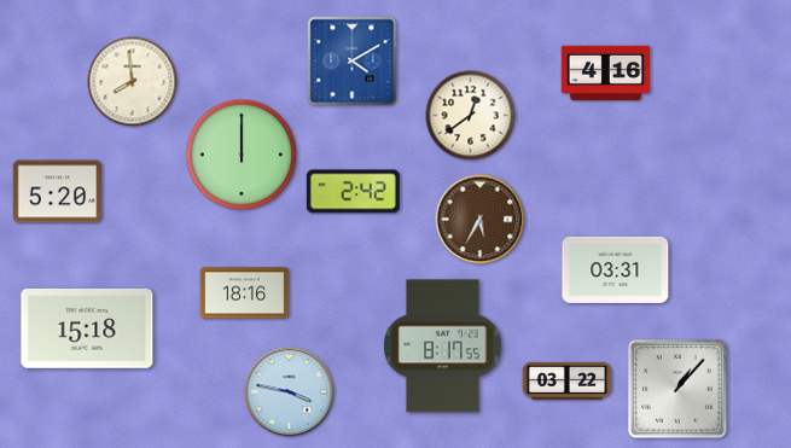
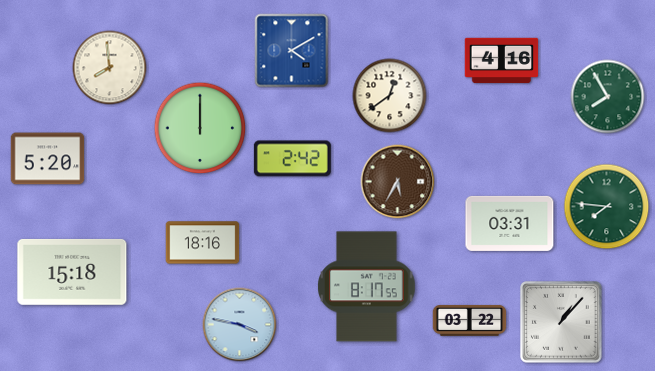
clock at (608, 97): none -> 7:55
clock at (607, 207): none -> 7:46
clock at (568, 380) position: (568, 380) -> (470, 320)
